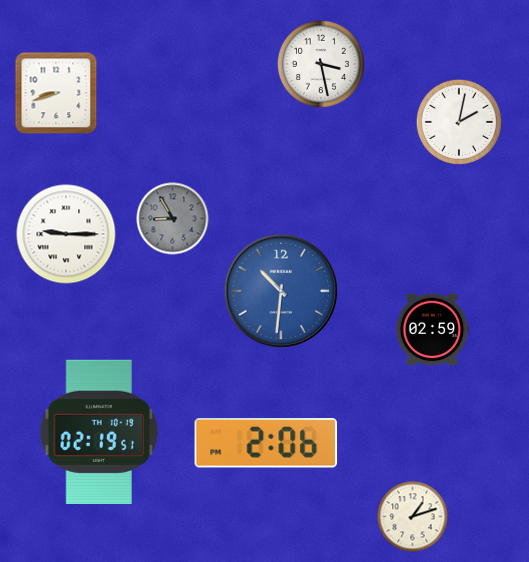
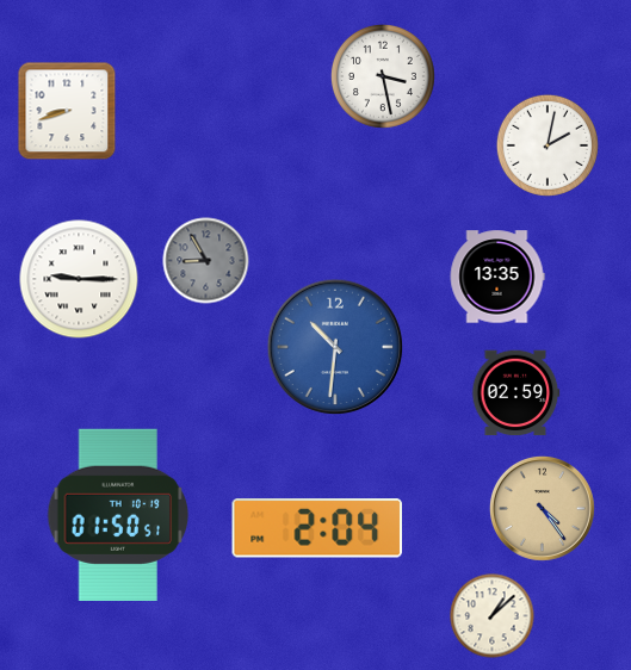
clock at (497, 277): none -> 13:35
clock at (543, 509): none -> 4:24
clock at (99, 432): 02:19 -> 01:50
clock at (265, 444): 2:06 -> 2:04
clock at (413, 517): 1:12 -> 1:08
